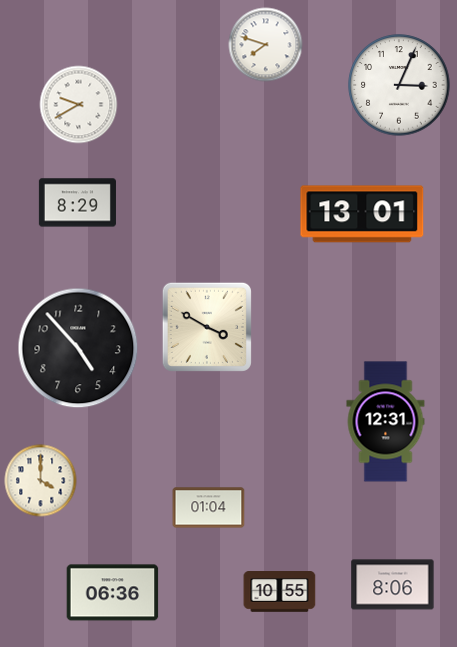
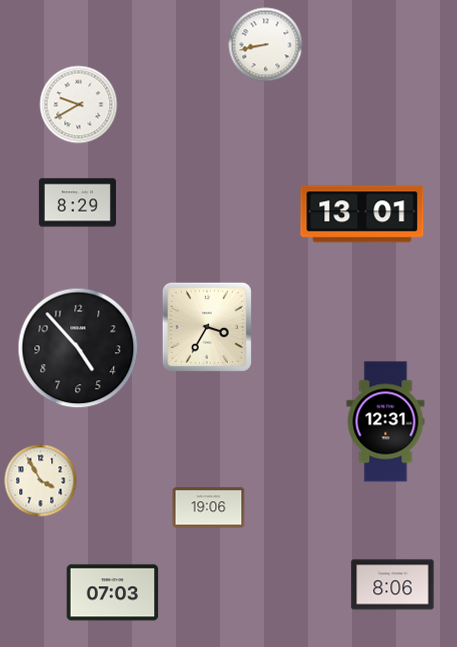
clock at (266, 45): 7:48 -> 8:43
clock at (399, 85): 3:04 -> none
clock at (207, 327): 3:50 -> 3:35
clock at (41, 481): 4:00 -> 3:55
clock at (209, 508): 01:04 -> 19:06
clock at (280, 592): 10:55 -> none
clock at (113, 593): 06:36 -> 07:03
